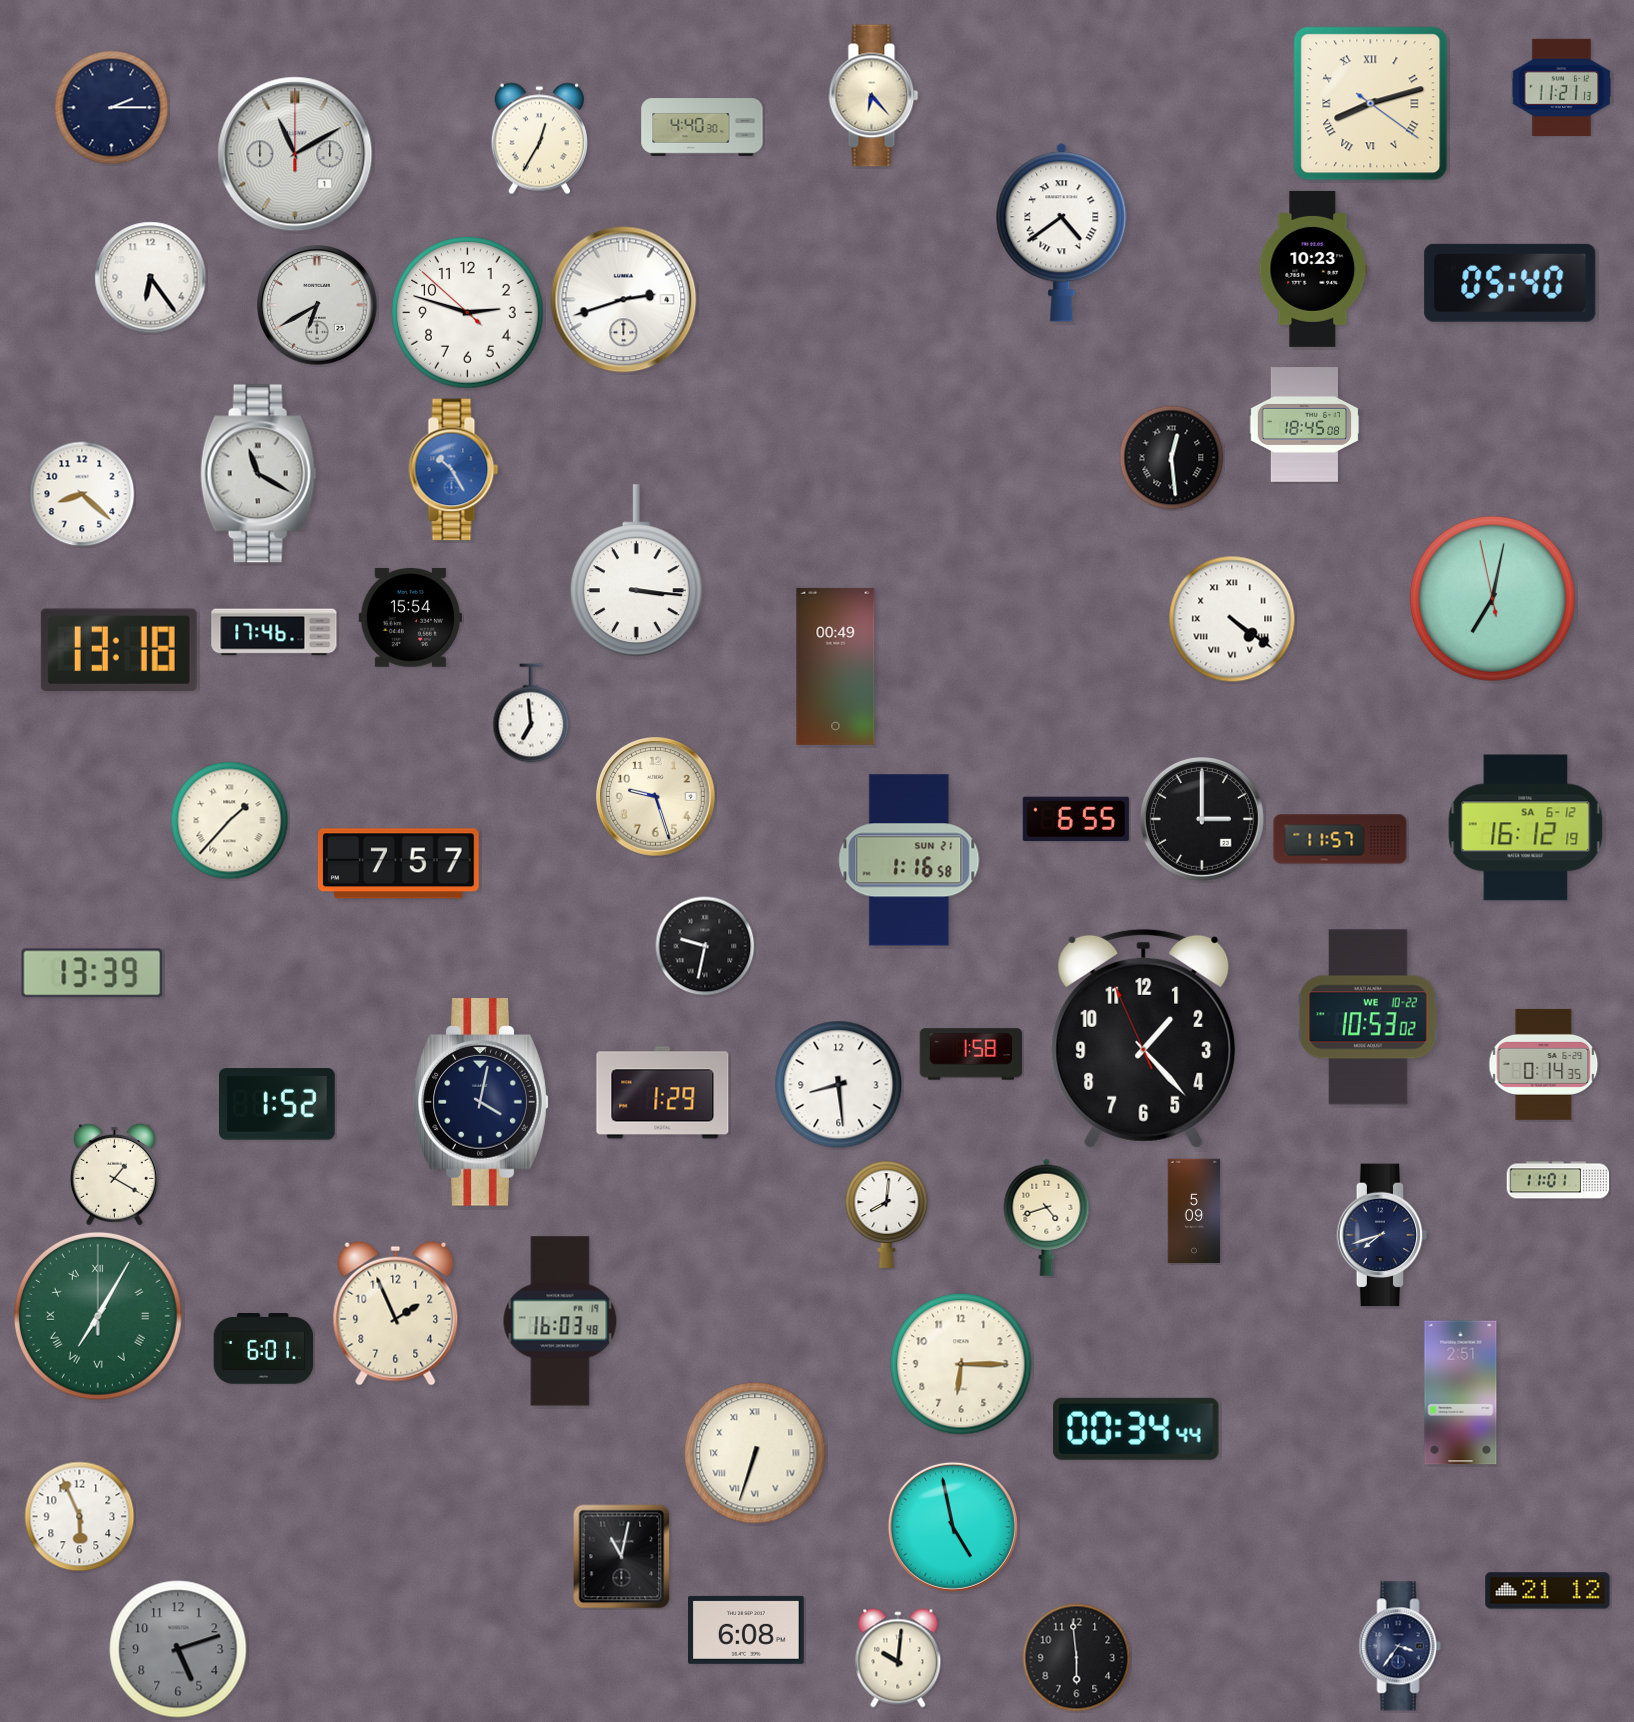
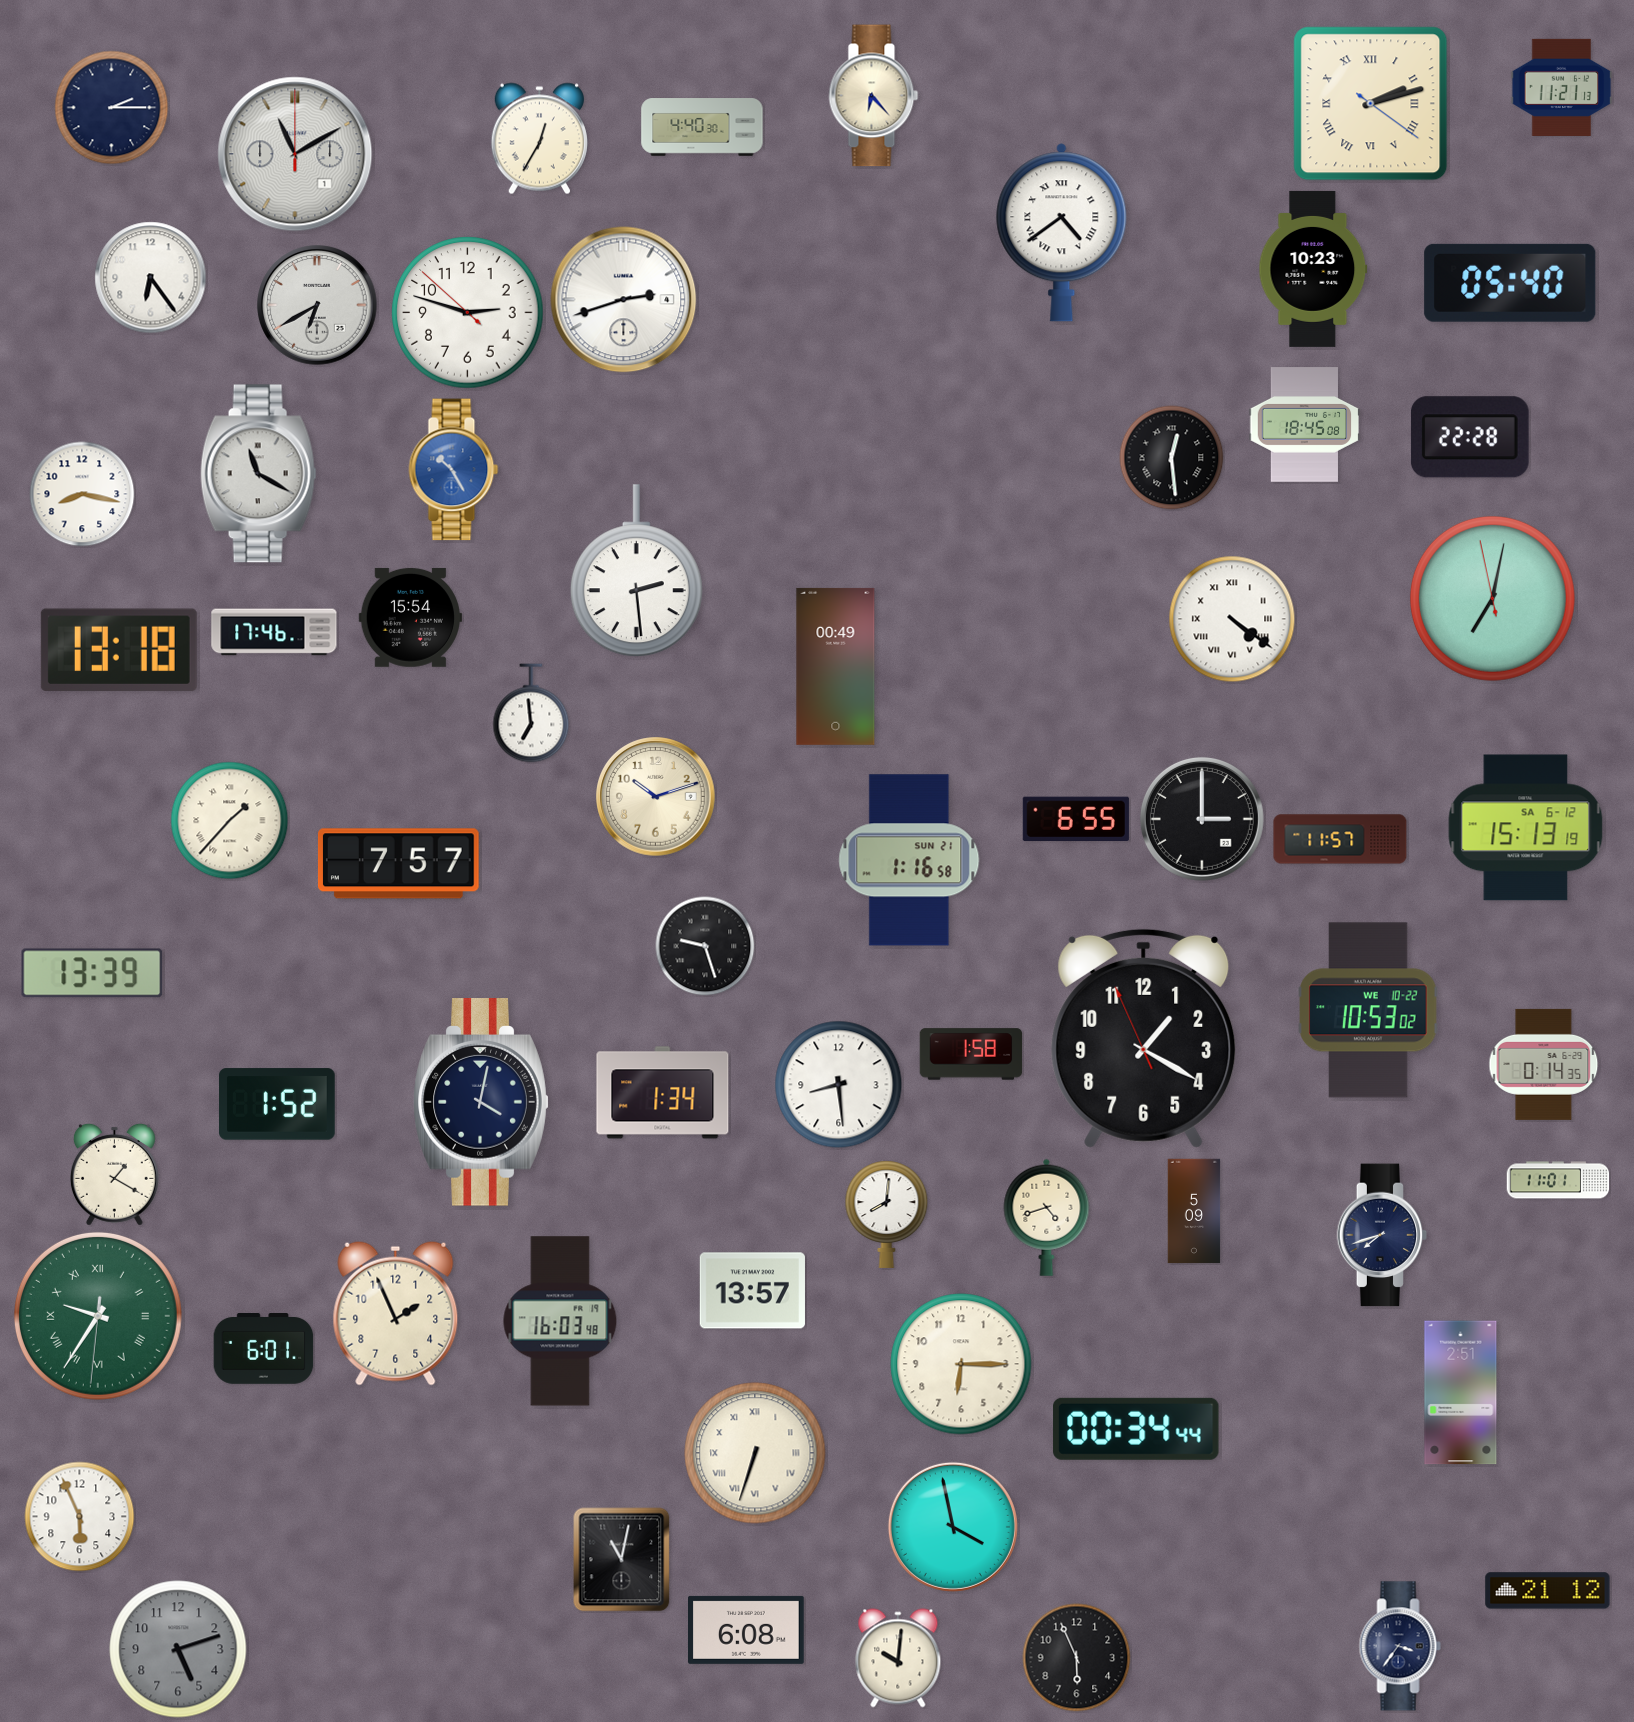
clock at (1371, 104): 8:12 -> 2:12
clock at (1470, 437): none -> 22:28
clock at (82, 494): 8:22 -> 8:17
clock at (636, 571): 3:16 -> 2:29
clock at (656, 797): 9:27 -> 10:12
clock at (1526, 828): 16:12 -> 15:13
clock at (705, 946): 9:32 -> 9:27
clock at (1368, 1017) position: (1368, 1017) -> (1368, 1010)
clock at (1144, 1038): 1:22 -> 1:19
clock at (663, 1093): 1:29 -> 1:34
clock at (752, 1291): none -> 13:57
clock at (98, 1316): 7:05 -> 9:35
clock at (953, 1527): 4:58 -> 3:58
clock at (622, 1557) position: (622, 1557) -> (622, 1560)
clock at (1077, 1658): 5:59 -> 5:56
